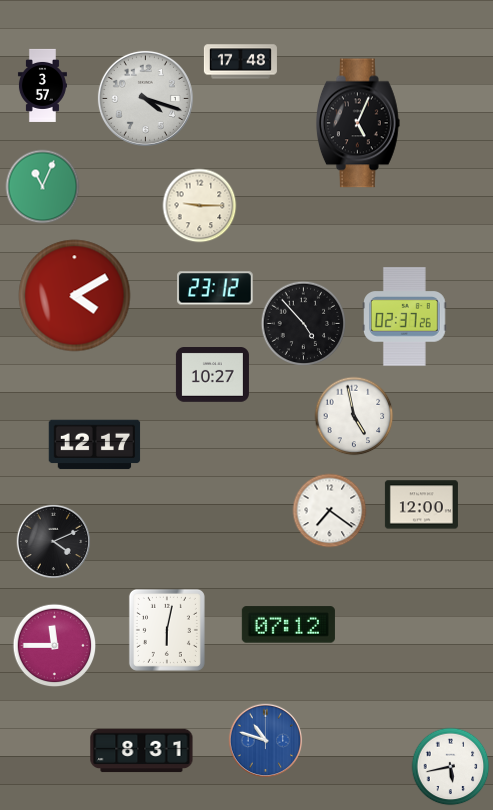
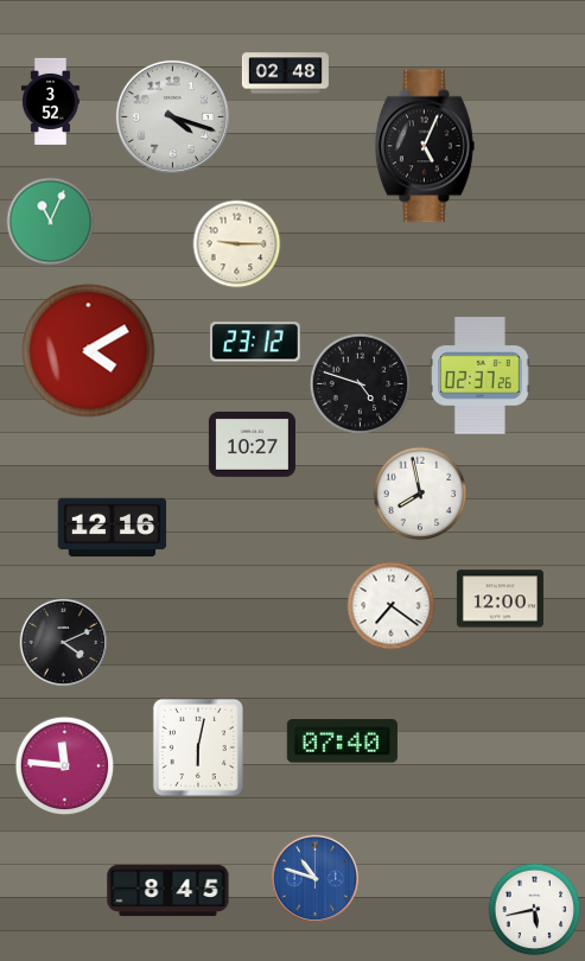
clock at (240, 62): 17:48 -> 02:48
clock at (42, 85): 3:57 -> 3:52
clock at (304, 324): 4:53 -> 4:48
clock at (354, 416): 4:58 -> 7:58
clock at (95, 445): 12:17 -> 12:16
clock at (288, 625): 07:12 -> 07:40
clock at (55, 646): 11:45 -> 11:46
clock at (142, 751): 8:31 -> 8:45
